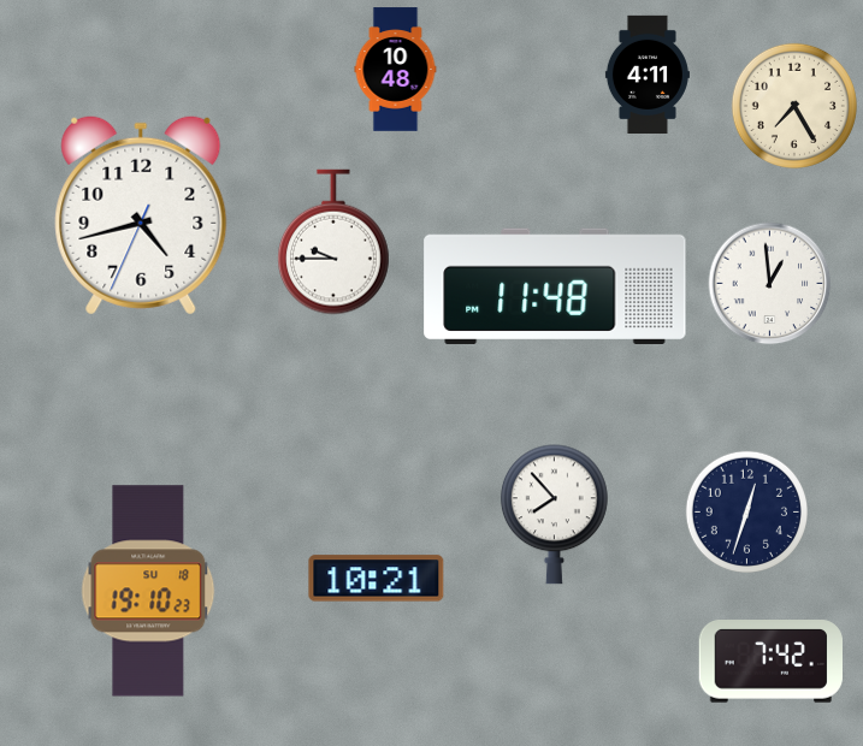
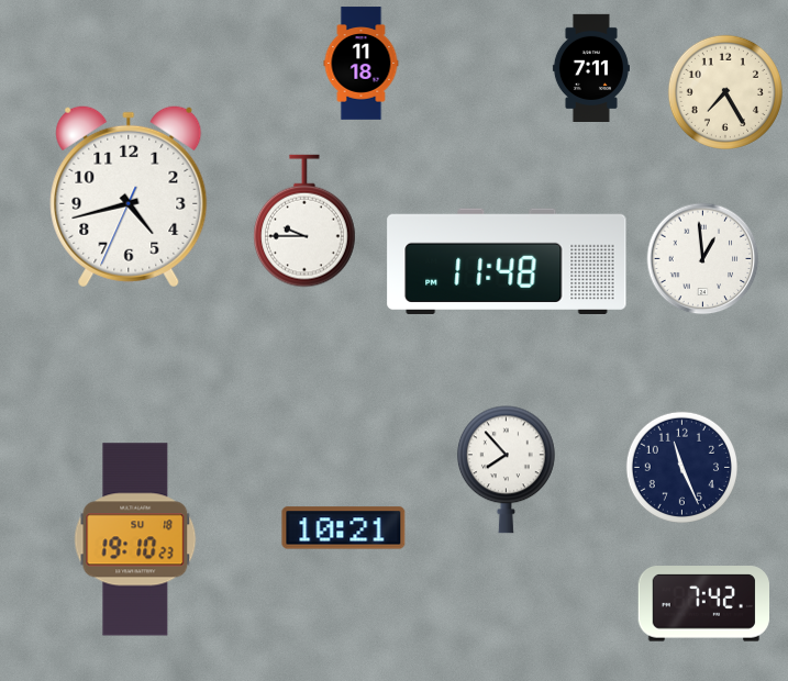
clock at (396, 70): 10:48 -> 11:18
clock at (648, 73): 4:11 -> 7:11
clock at (794, 106) position: (794, 106) -> (725, 92)
clock at (746, 511): 12:33 -> 11:26
